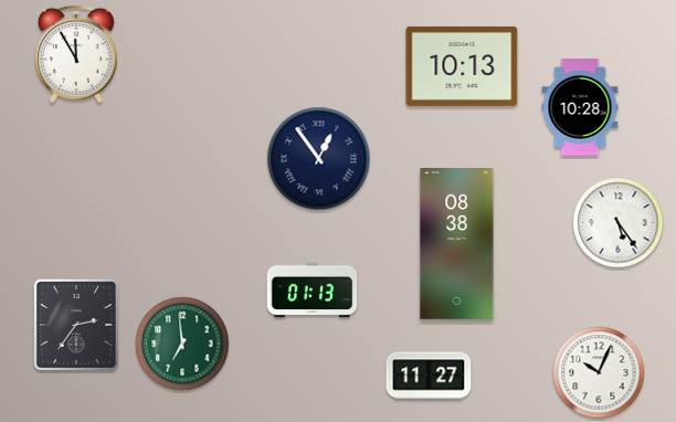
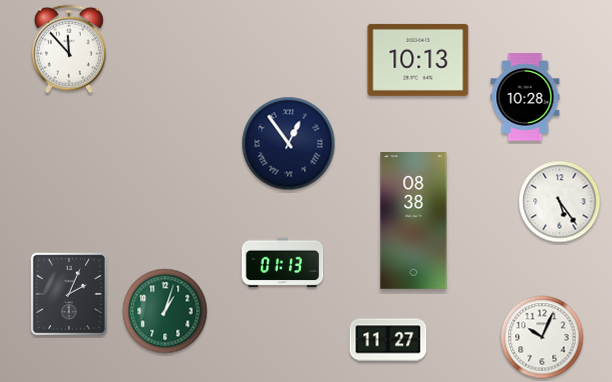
clock at (76, 54): 11:55 -> 11:53
clock at (76, 324): 2:36 -> 2:04
clock at (182, 344): 6:59 -> 1:03
